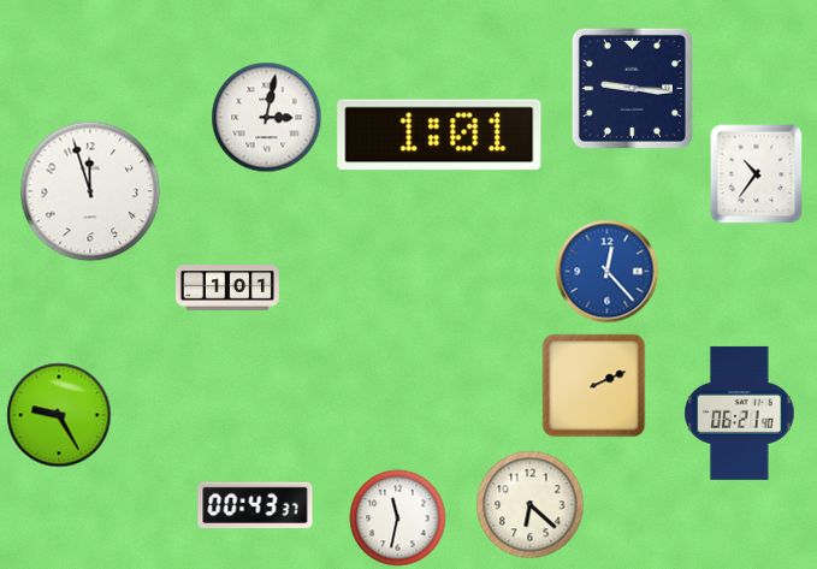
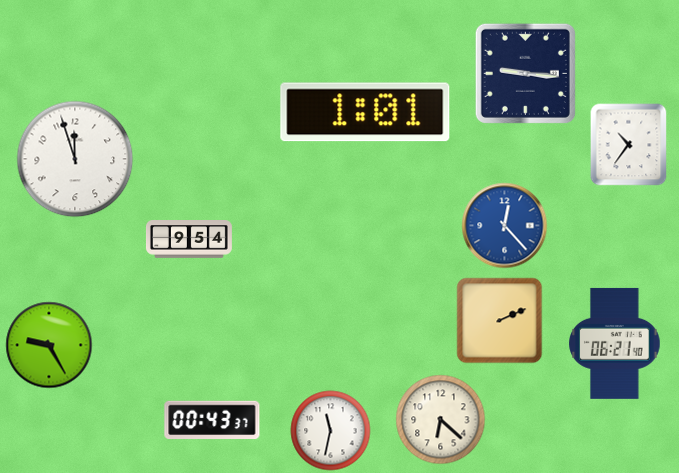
clock at (267, 118): 3:02 -> none
clock at (227, 288): 1:01 -> 9:54
clock at (594, 386) position: (594, 386) -> (500, 321)
